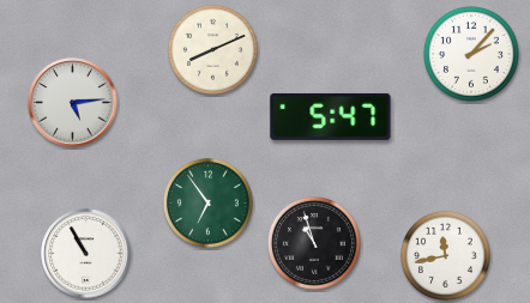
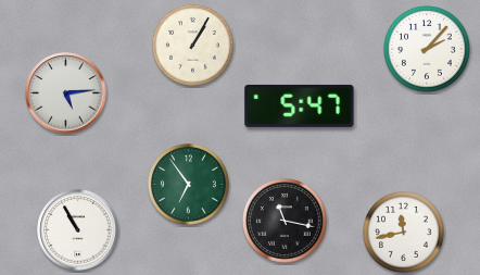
clock at (212, 49): 8:11 -> 1:05
clock at (314, 243): 10:57 -> 11:17
